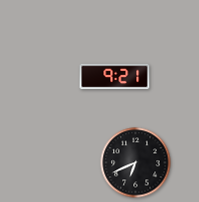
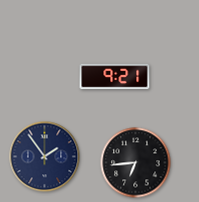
clock at (45, 157): none -> 1:54
clock at (136, 163): 6:41 -> 6:44
